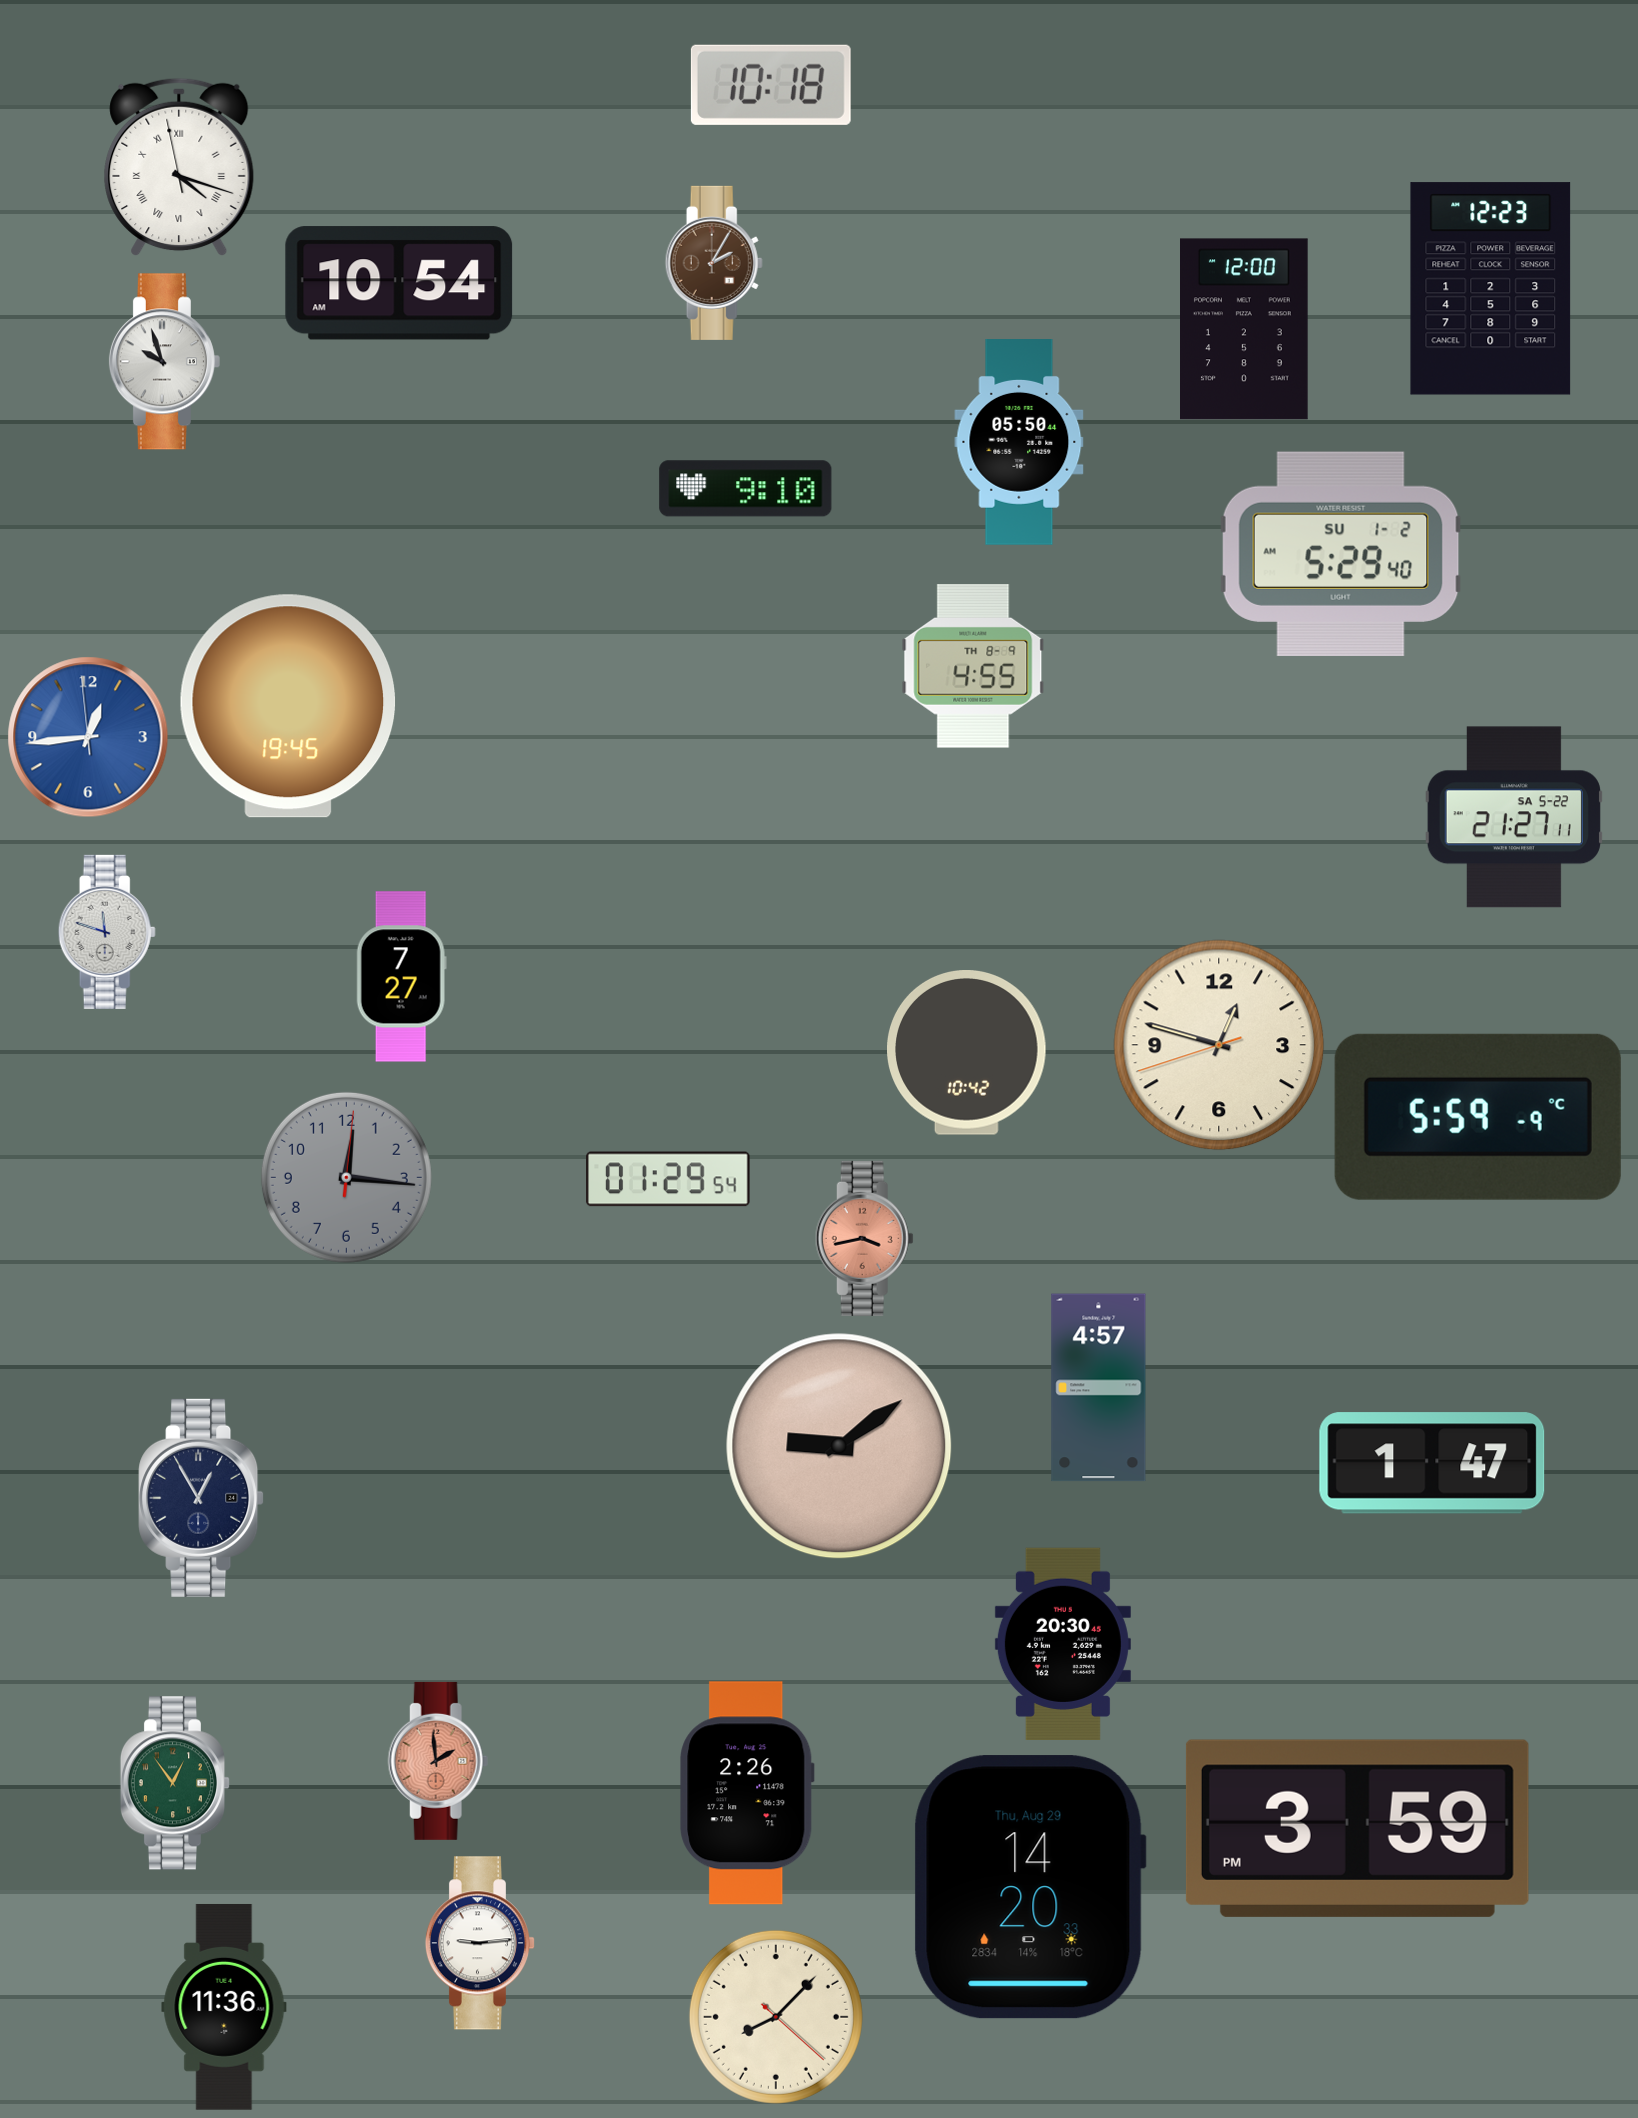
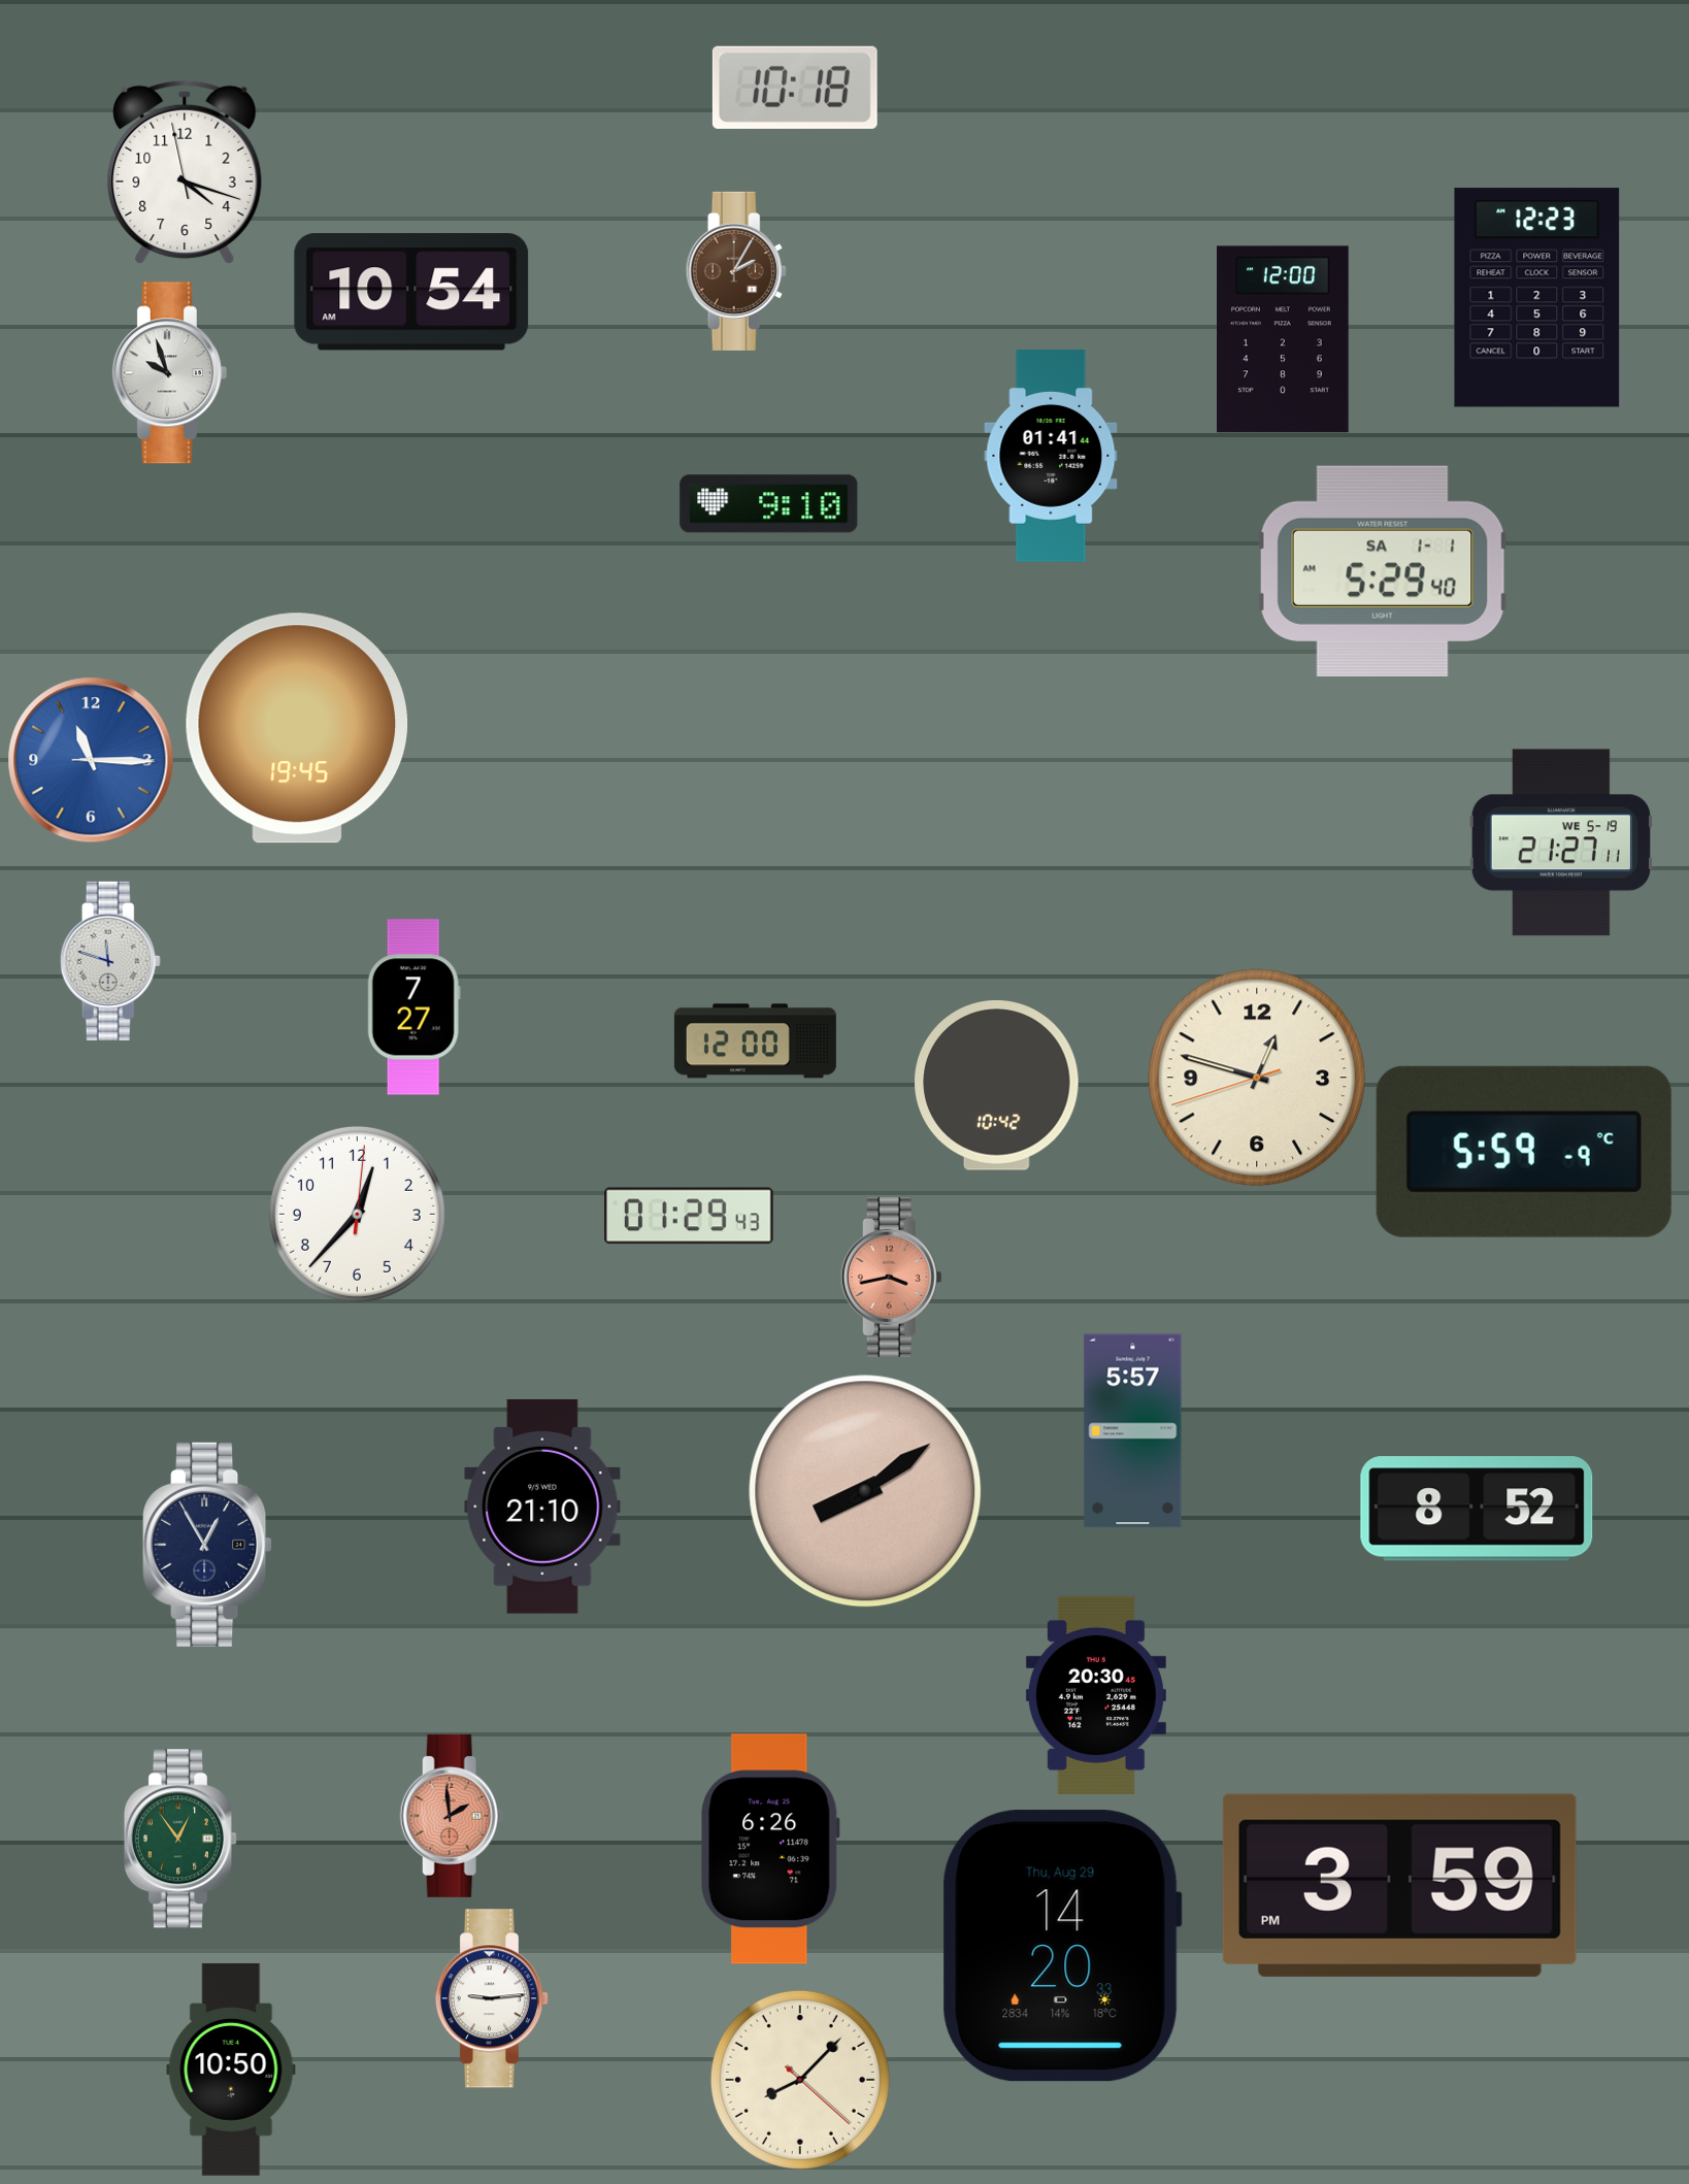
clock at (179, 167) numerals: Roman -> Arabic
clock at (1019, 443): 05:50 -> 01:41
clock at (1341, 554) date: SU 1-2 -> SA 1-1
clock at (973, 667): 4:55 -> none
clock at (88, 737): 12:43 -> 11:15
clock at (1514, 817) date: SA 5-22 -> WE 5-19
clock at (755, 1041): none -> 12:00
clock at (346, 1177): 12:16 -> 12:37
clock at (346, 1177) dial: grey -> white
clock at (668, 1179): 01:29:54 -> 01:29:43
clock at (1099, 1388): 4:57 -> 5:57
clock at (839, 1446): 9:09 -> 8:09
clock at (542, 1508): none -> 21:10
clock at (1432, 1463): 1:47 -> 8:52
clock at (747, 1793): 2:26 -> 6:26
clock at (480, 1943) position: (480, 1943) -> (492, 1998)
clock at (224, 2007): 11:36 -> 10:50
